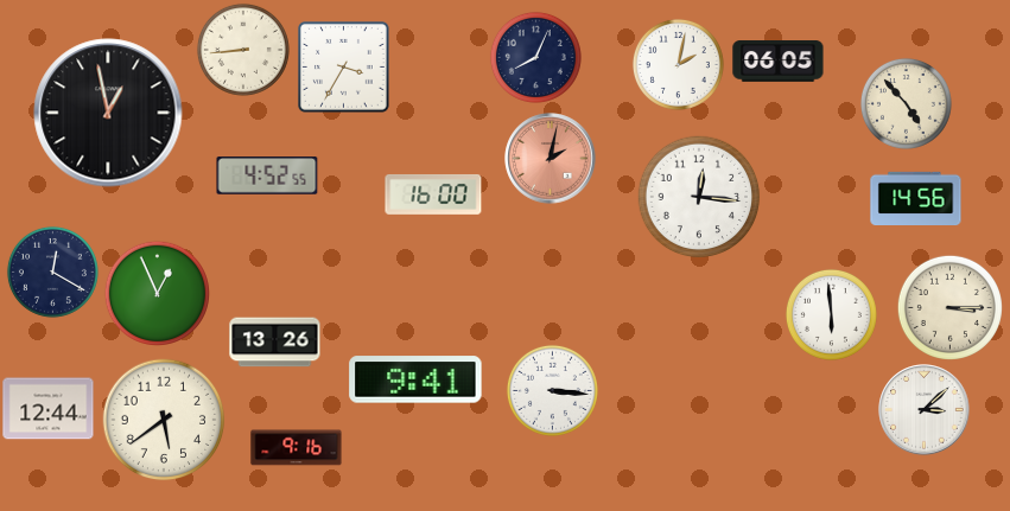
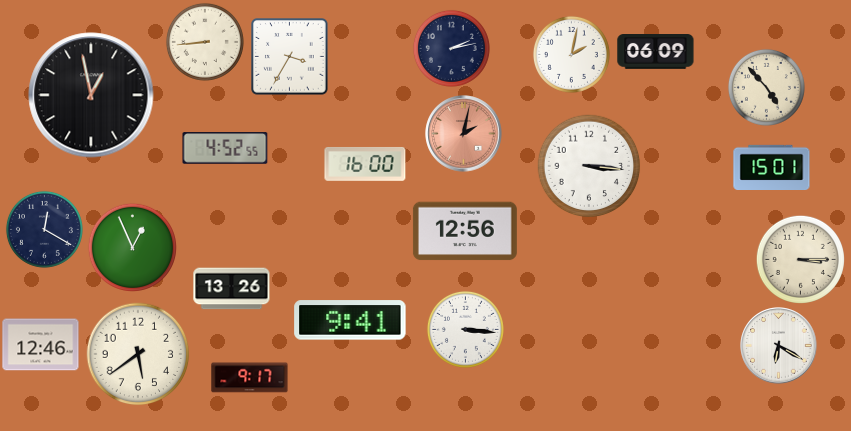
clock at (535, 57): 8:04 -> 2:13
clock at (779, 62): 06:05 -> 06:09
clock at (906, 103) position: (906, 103) -> (766, 87)
clock at (699, 197): 12:16 -> 3:16
clock at (916, 199): 14:56 -> 15:01
clock at (465, 231): none -> 12:56
clock at (831, 314): 5:59 -> none
clock at (49, 409): 12:44 -> 12:46
clock at (925, 410): 3:08 -> 6:20
clock at (297, 448): 9:16 -> 9:17
